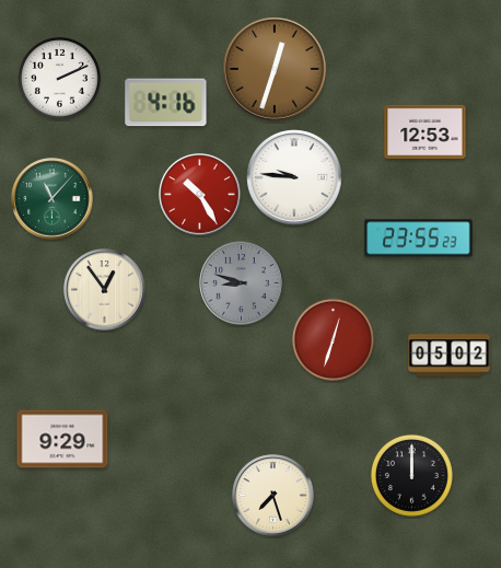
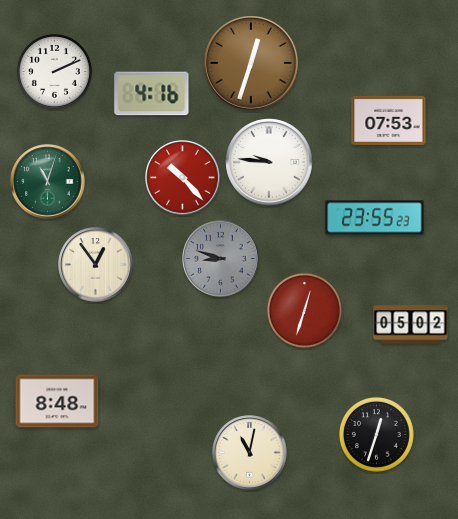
clock at (426, 131): 12:53 -> 07:53
clock at (200, 195): 10:25 -> 10:23
clock at (53, 199): 11:07 -> 11:03
clock at (419, 239) position: (419, 239) -> (375, 218)
clock at (62, 439): 9:29 -> 8:48
clock at (411, 475): 12:00 -> 12:33
clock at (273, 496): 7:27 -> 11:02
